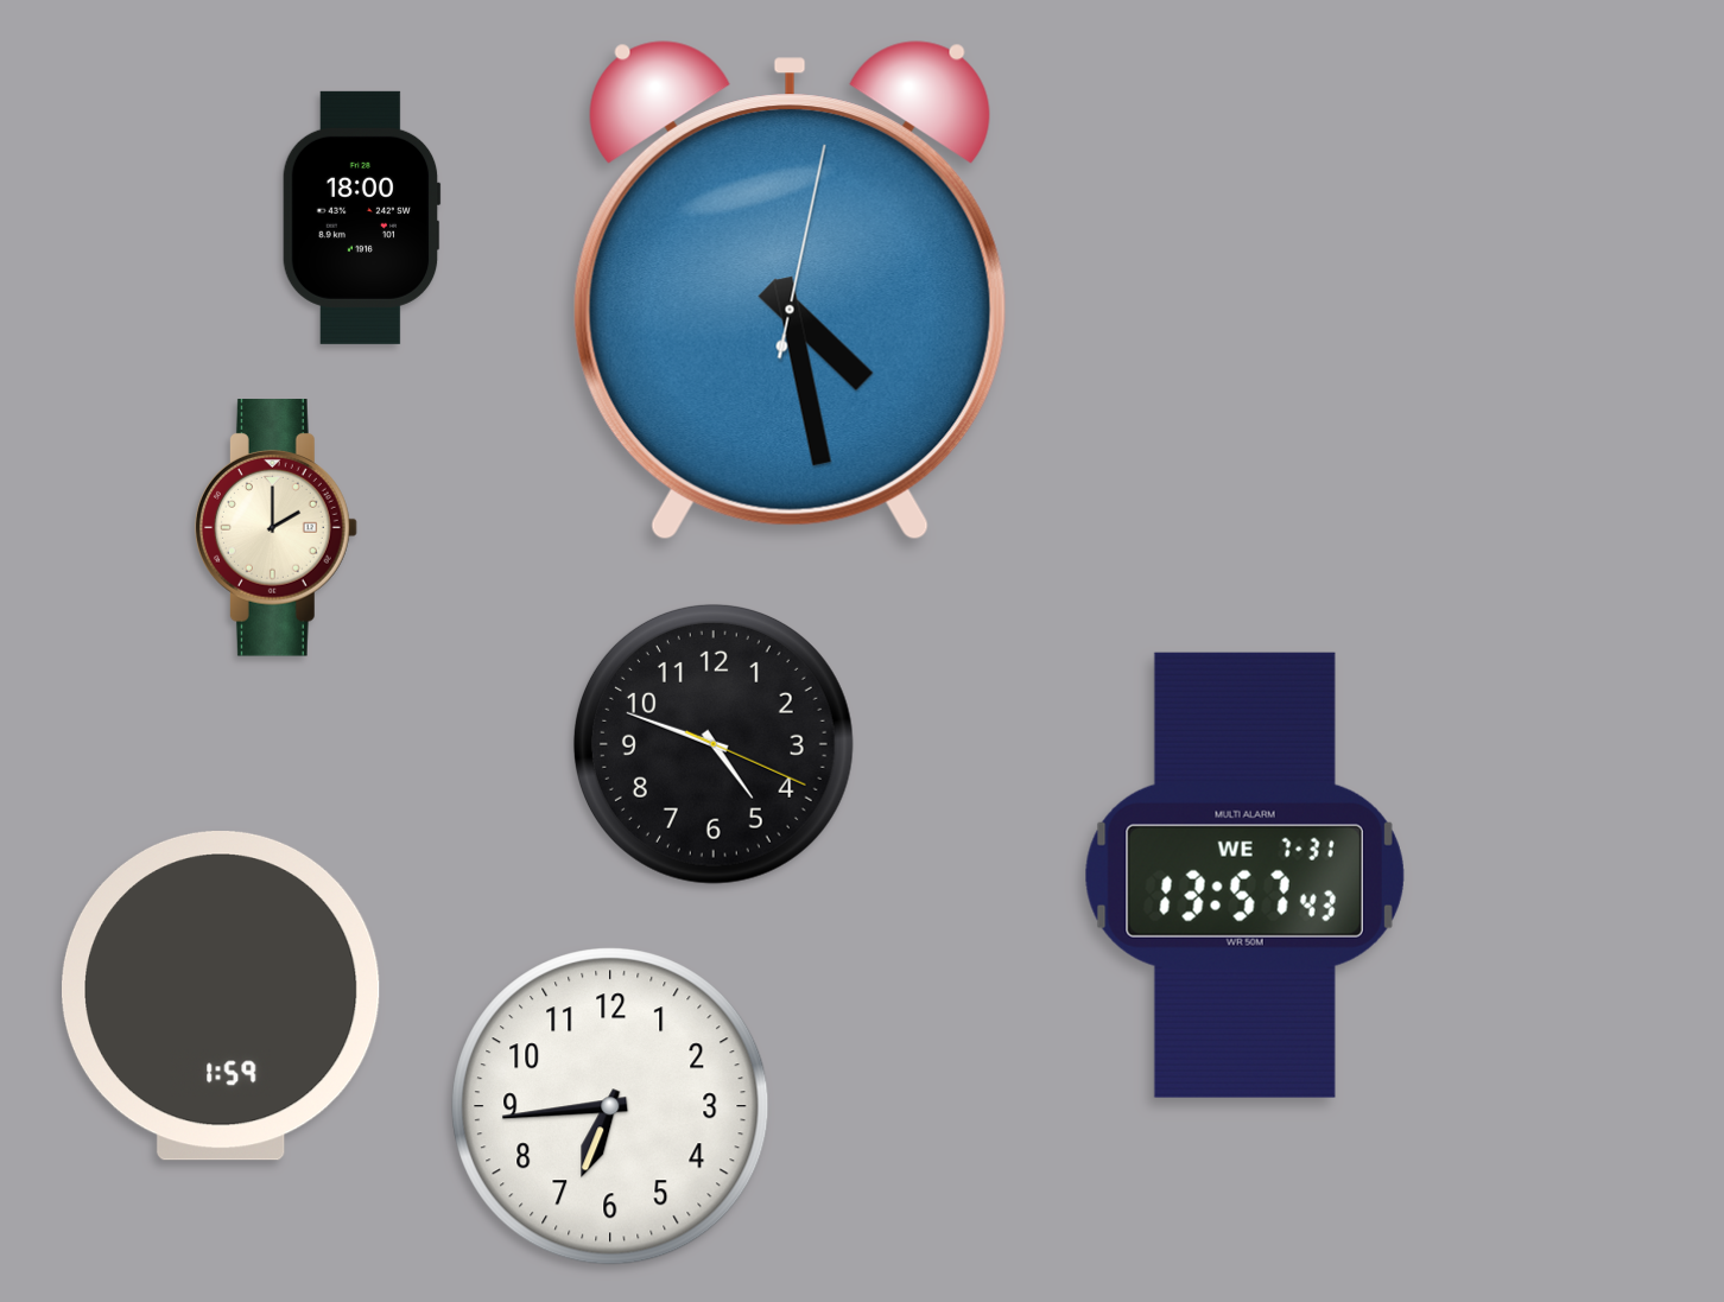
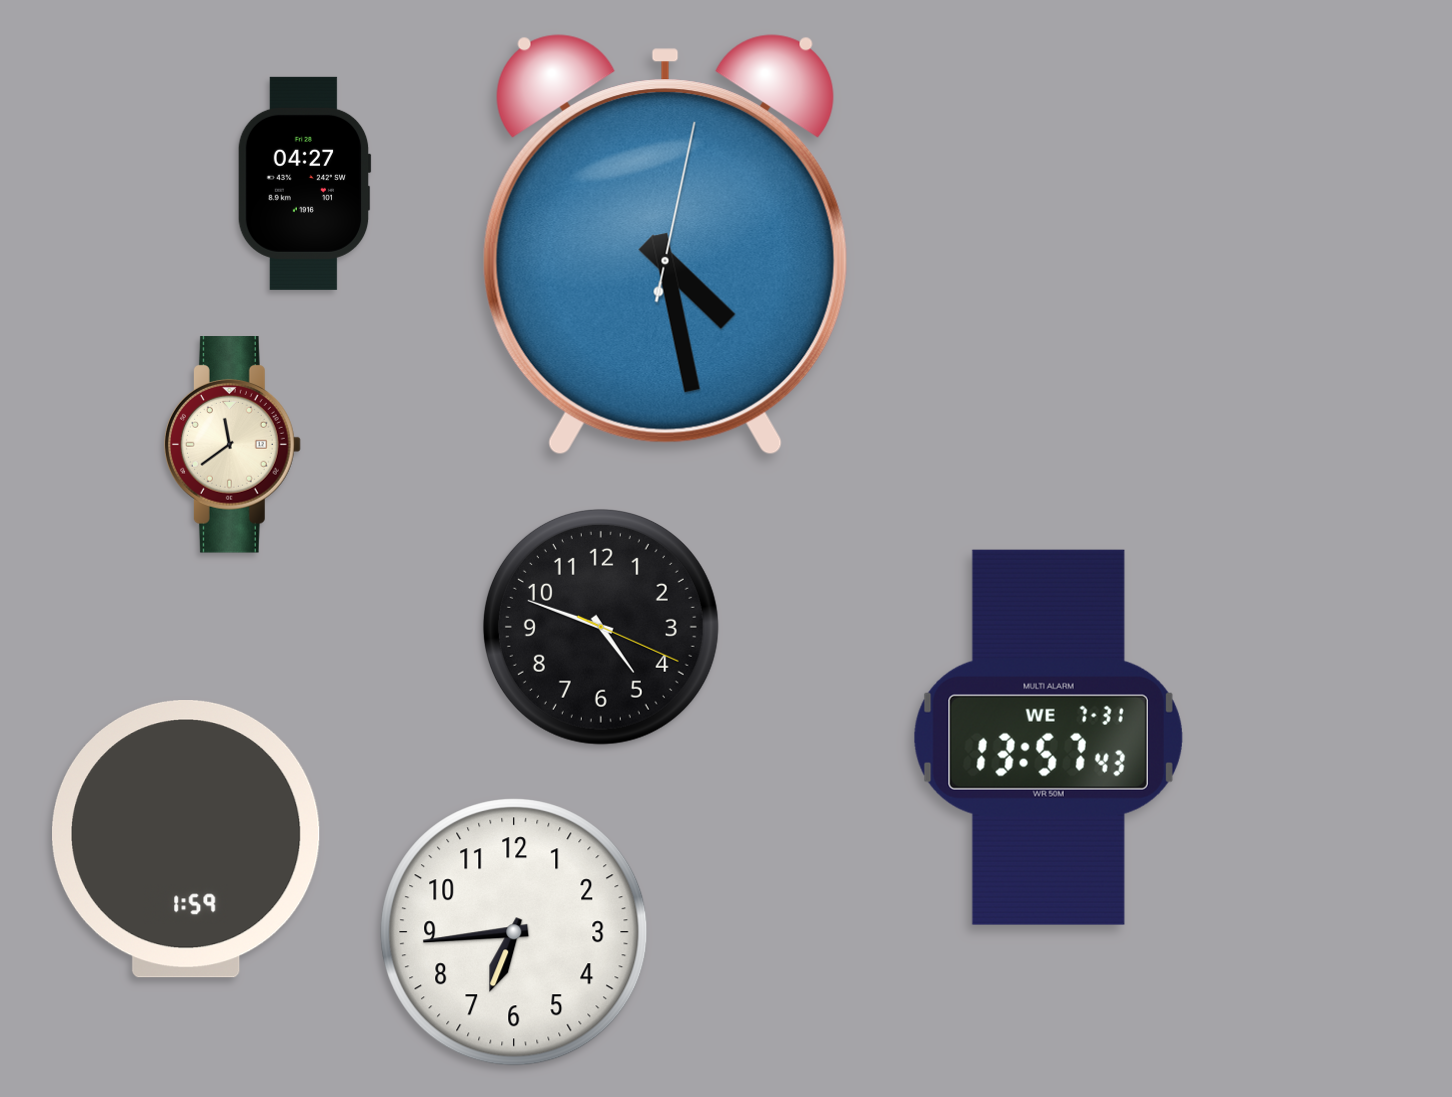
clock at (361, 217): 18:00 -> 04:27
clock at (275, 528): 2:00 -> 11:39
